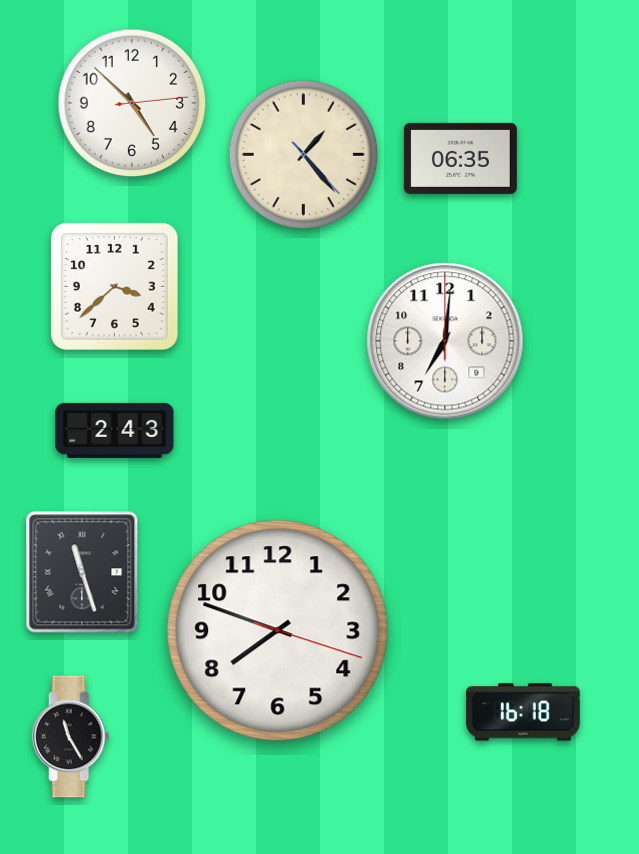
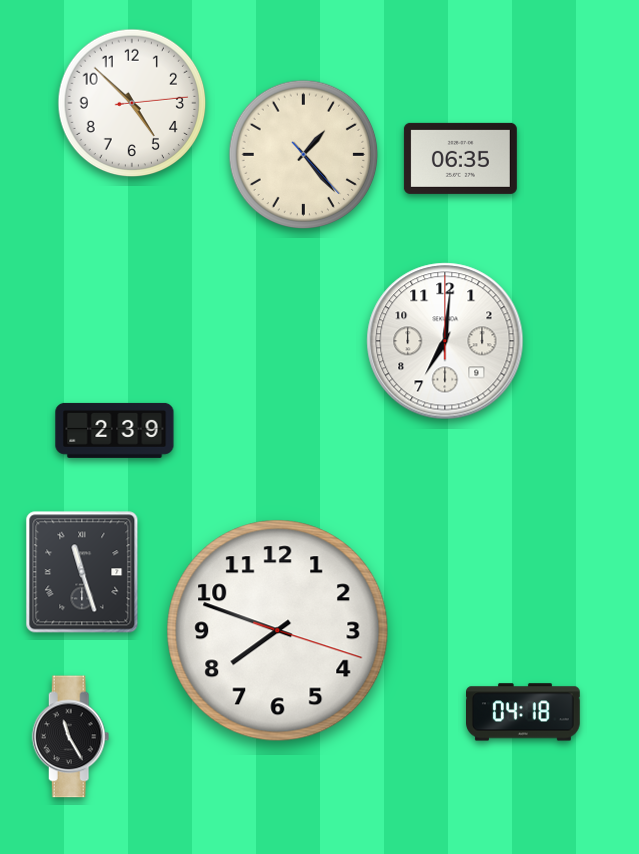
clock at (114, 286): 3:38 -> none
clock at (115, 430): 2:43 -> 2:39
clock at (524, 712): 16:18 -> 04:18
